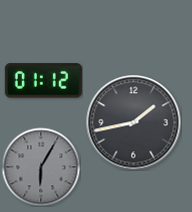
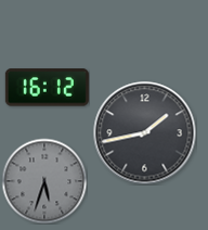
clock at (43, 81): 01:12 -> 16:12
clock at (41, 167): 6:05 -> 5:33
